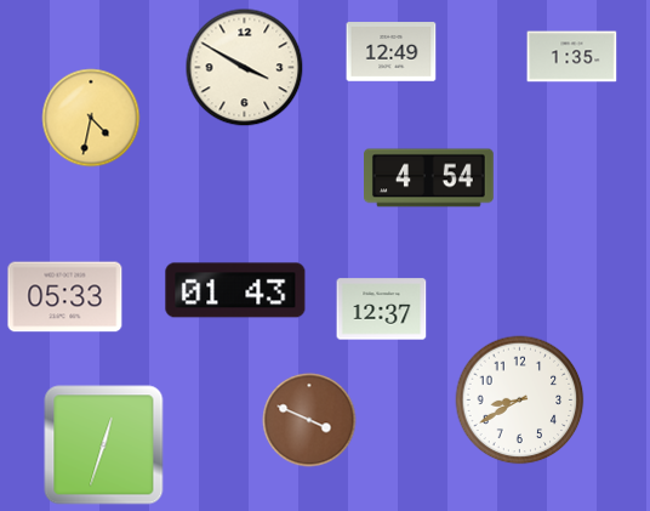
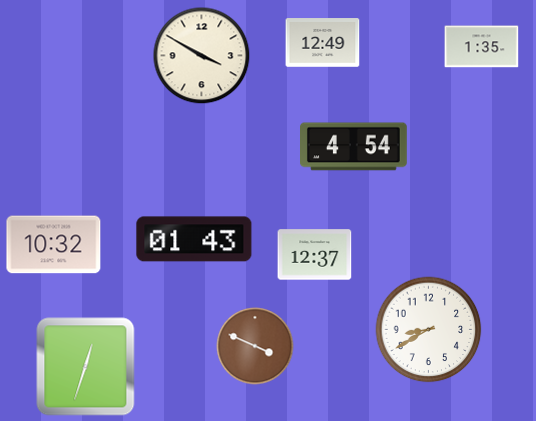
clock at (572, 57) position: (572, 57) -> (482, 47)
clock at (91, 118): 4:32 -> none
clock at (65, 297): 05:33 -> 10:32
